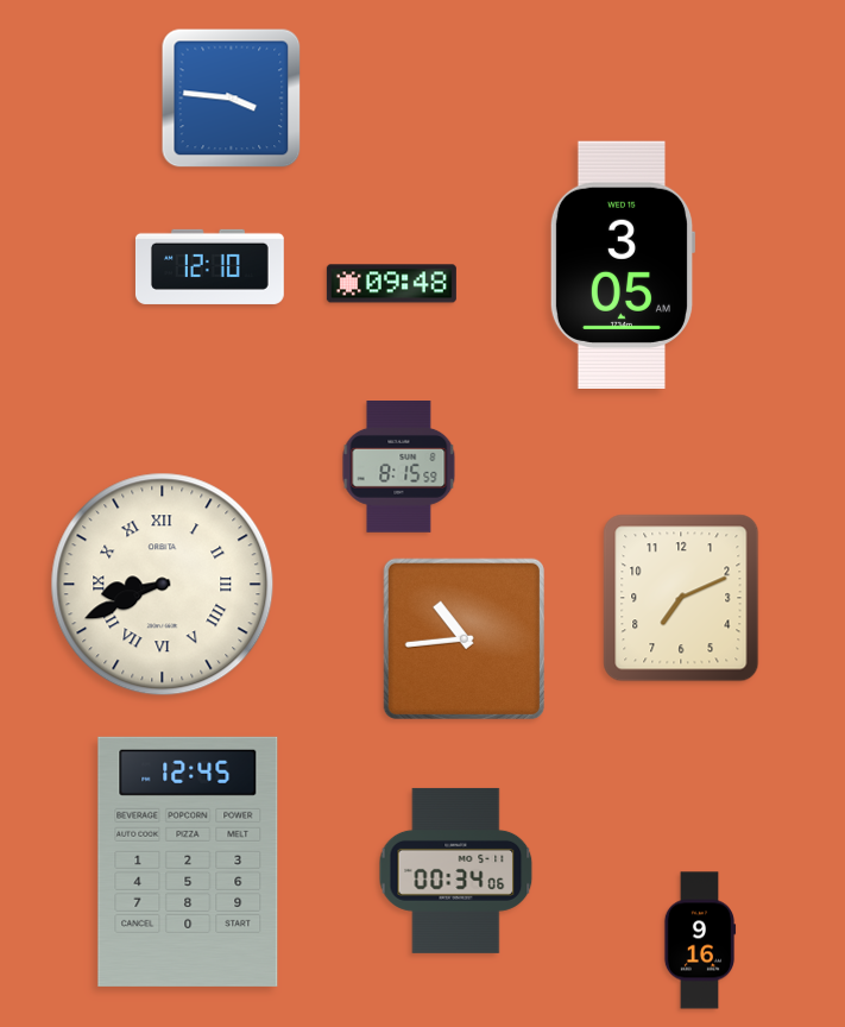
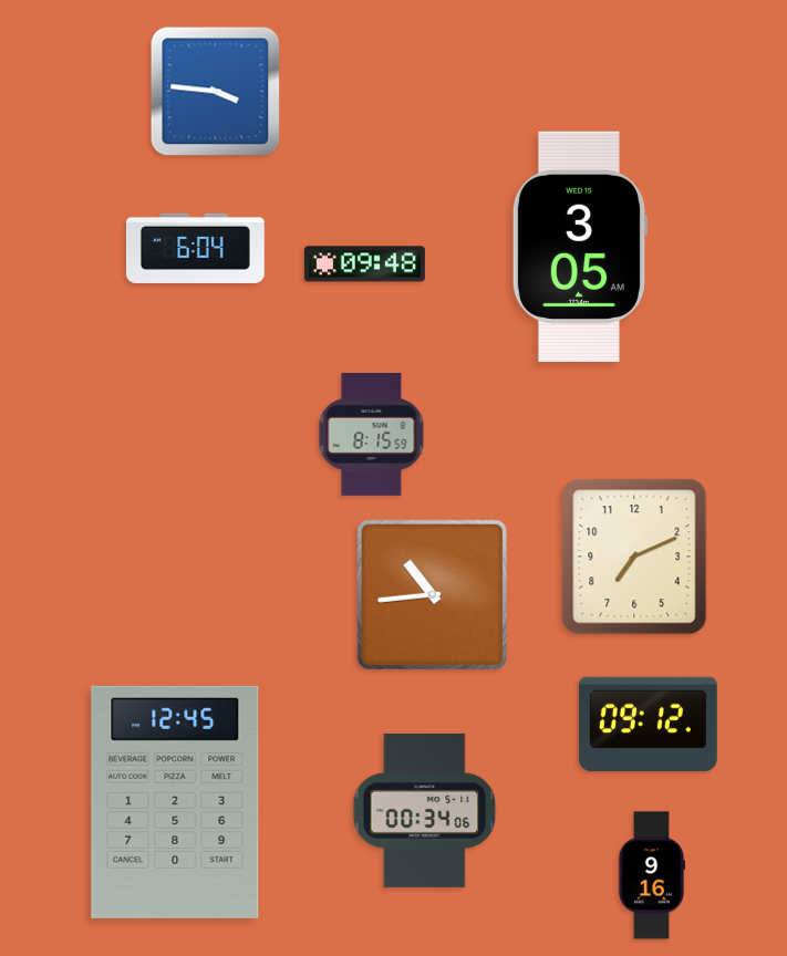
clock at (209, 266): 12:10 -> 6:04
clock at (163, 585): 8:41 -> none
clock at (648, 725): none -> 09:12
